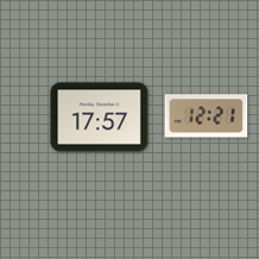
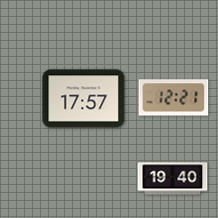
clock at (173, 179): none -> 19:40
